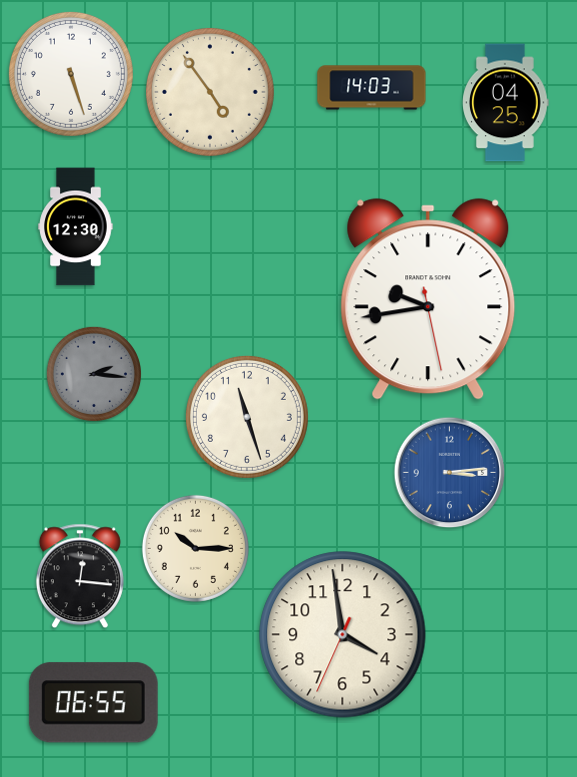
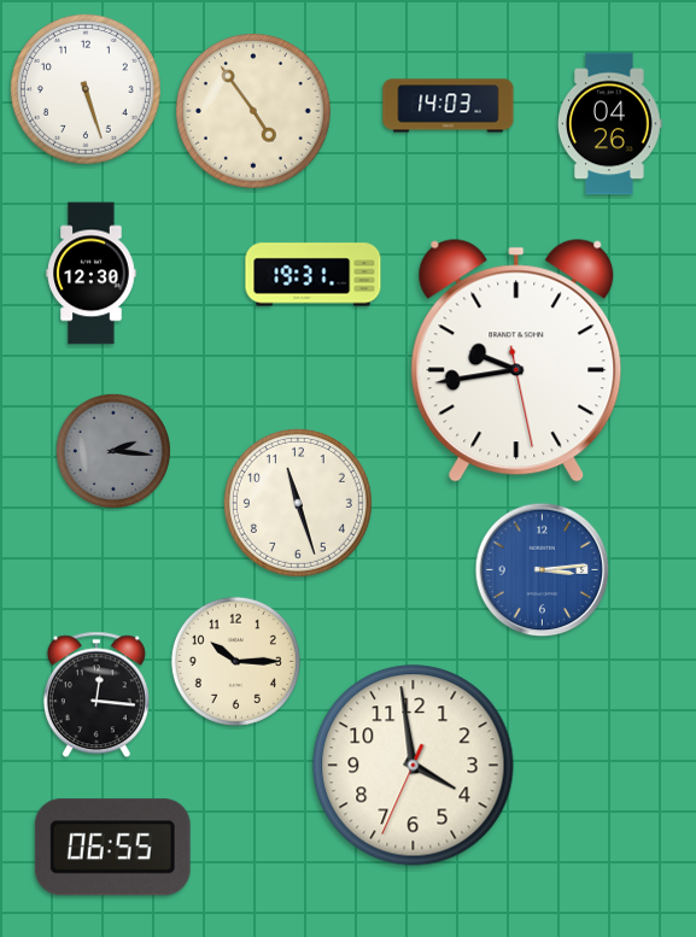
clock at (506, 103): 04:25 -> 04:26
clock at (314, 275): none -> 19:31
